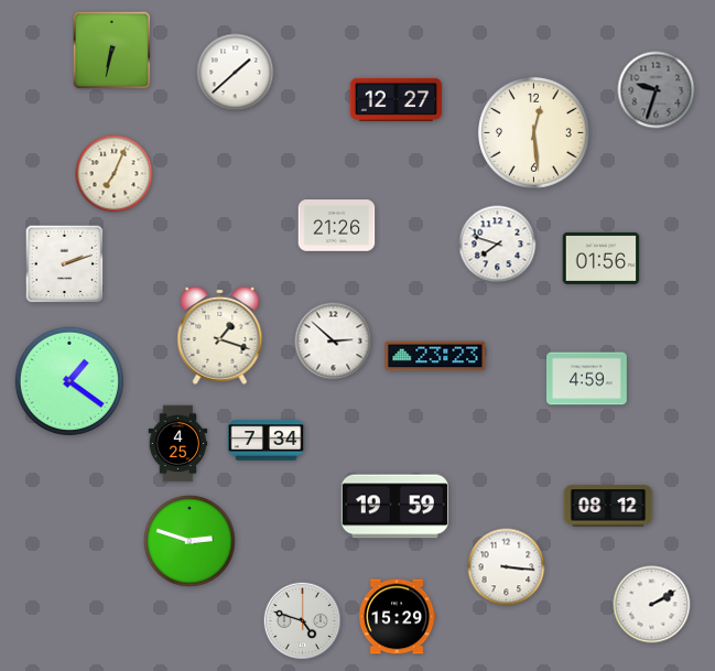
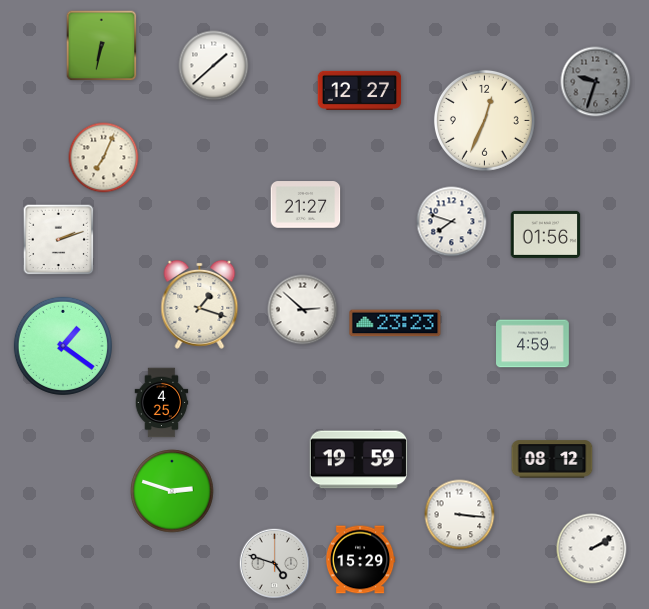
clock at (533, 132): 12:29 -> 12:34
clock at (337, 226): 21:26 -> 21:27
clock at (267, 441): 7:34 -> none
